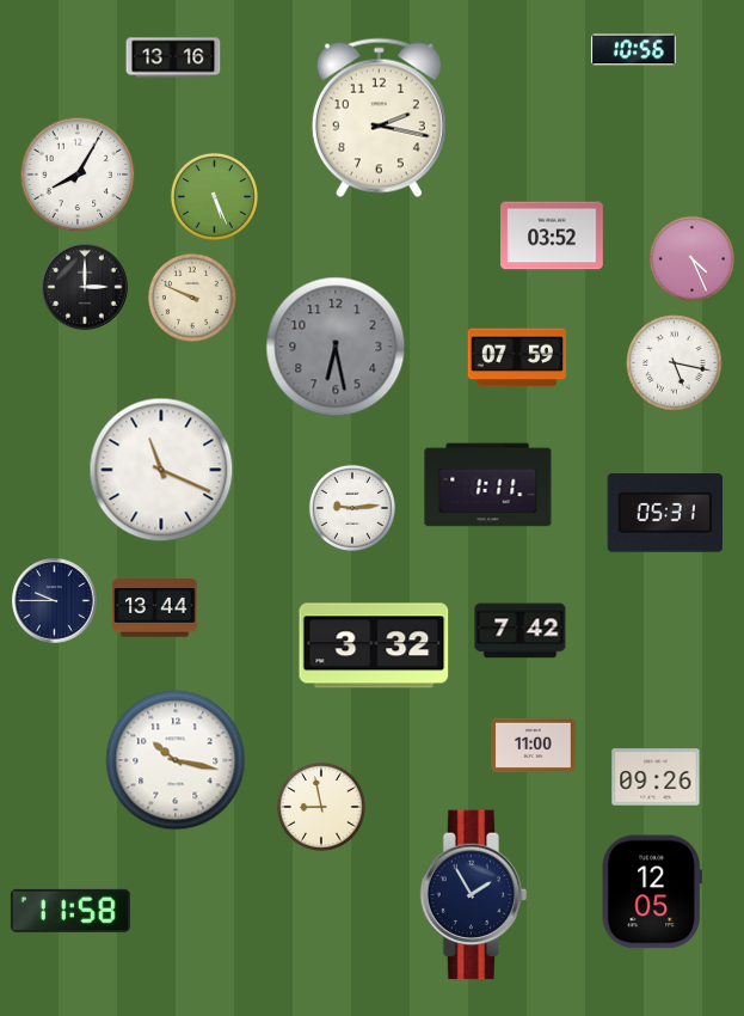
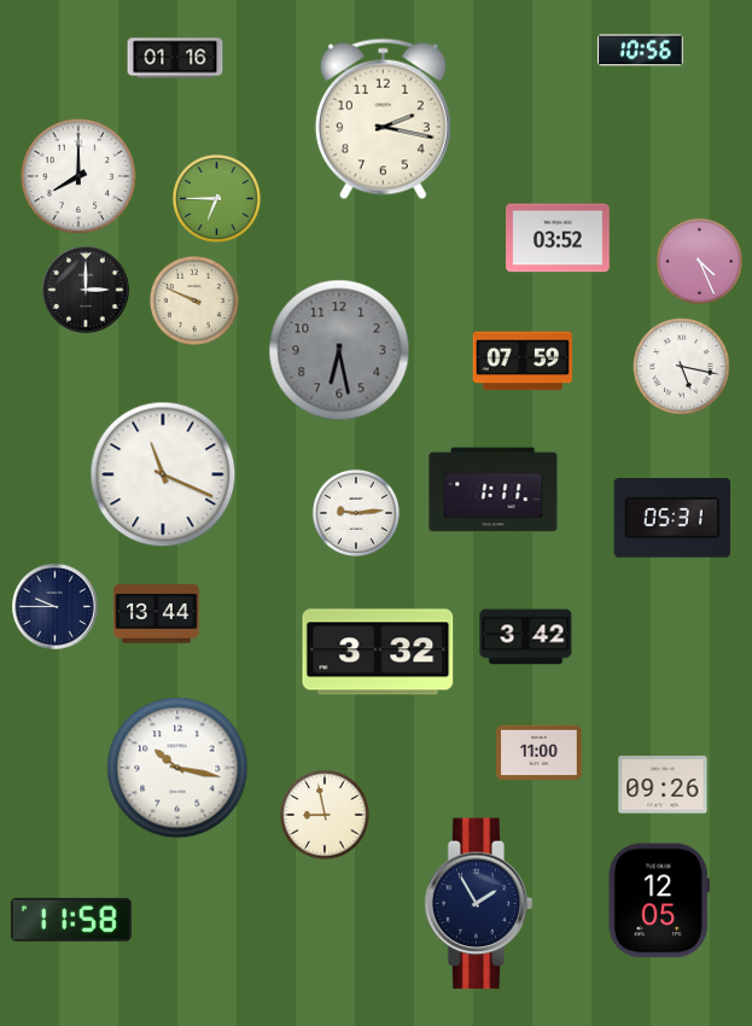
clock at (173, 57): 13:16 -> 01:16
clock at (78, 175): 8:05 -> 8:00
clock at (214, 196): 5:26 -> 6:45
clock at (521, 631): 7:42 -> 3:42
